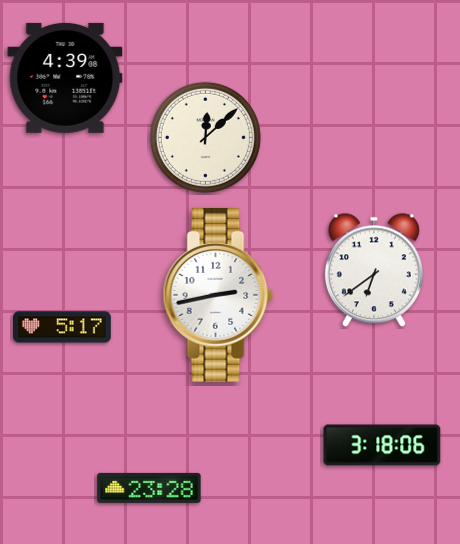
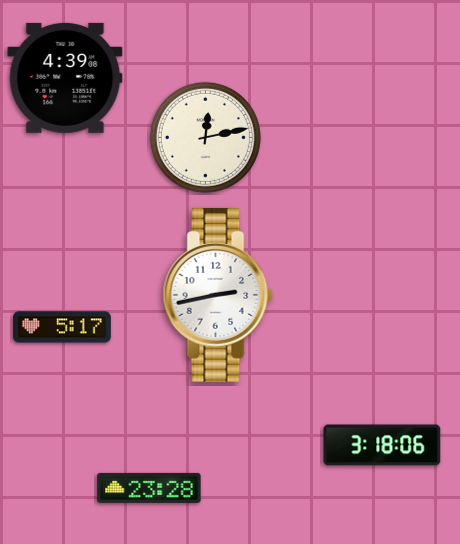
clock at (205, 137): 12:08 -> 12:13
clock at (374, 270): 6:39 -> none
